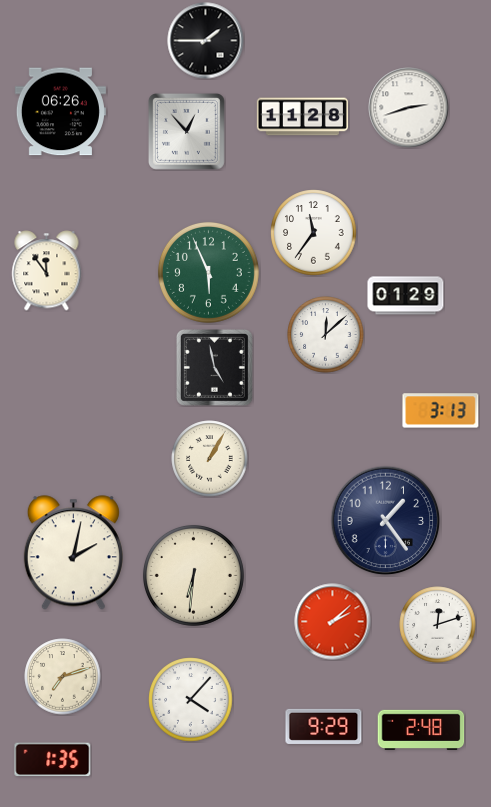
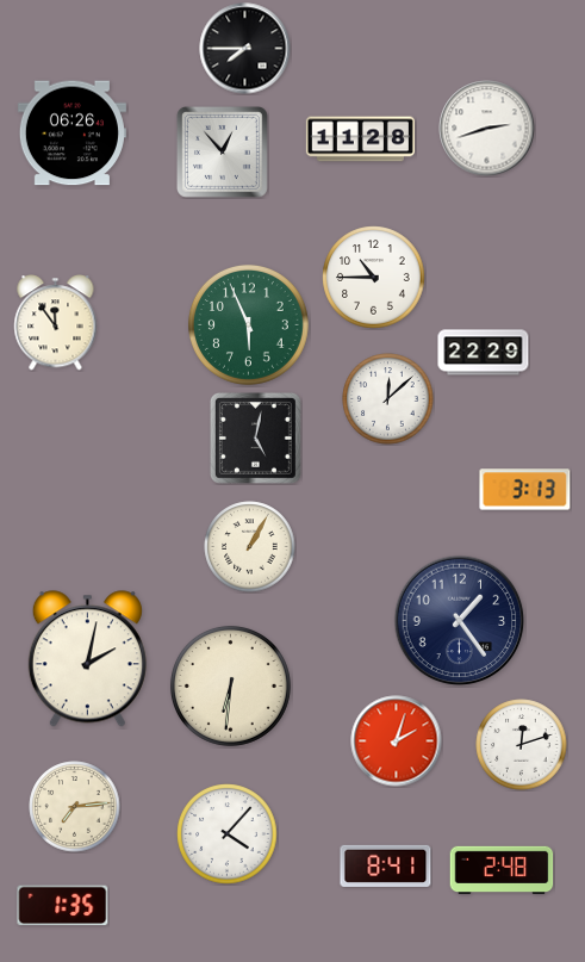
clock at (206, 41): 1:45 -> 7:45
clock at (186, 131) position: (186, 131) -> (222, 151)
clock at (314, 233): 11:36 -> 10:45
clock at (406, 296): 01:29 -> 22:29
clock at (214, 367): 4:58 -> 5:02
clock at (333, 622): 2:08 -> 2:03
clock at (63, 677): 7:12 -> 7:14
clock at (324, 726): 9:29 -> 8:41
